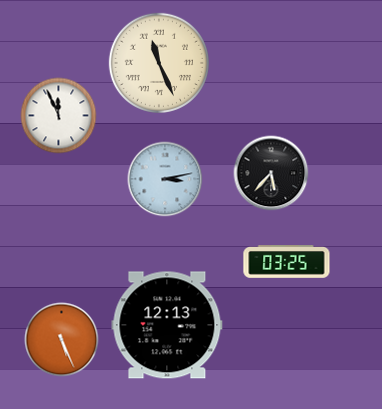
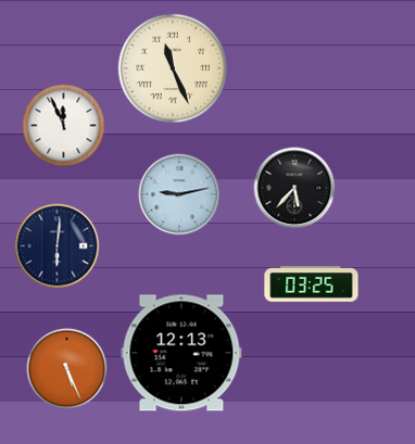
clock at (165, 179): 3:13 -> 9:13
clock at (58, 246): none -> 6:01
